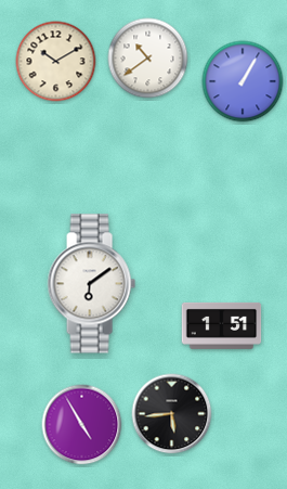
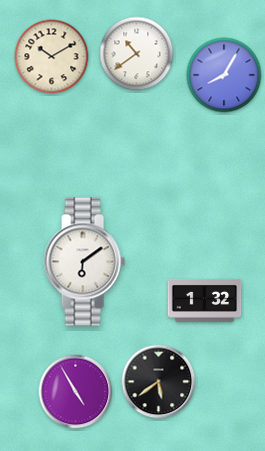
clock at (243, 81): 1:05 -> 8:05
clock at (222, 325): 1:51 -> 1:32
clock at (172, 414): 5:44 -> 5:39
